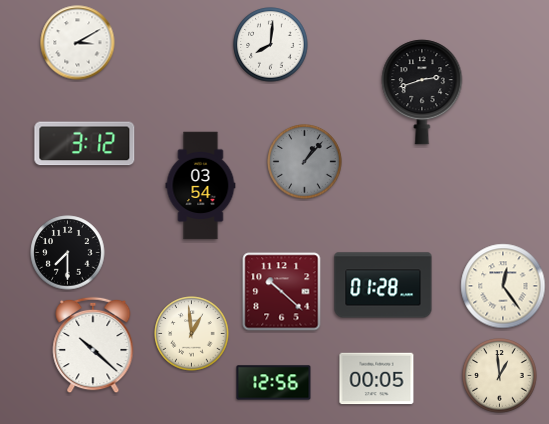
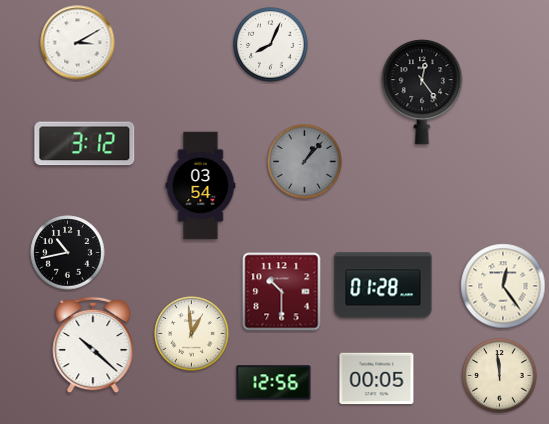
clock at (271, 45): 8:01 -> 8:04
clock at (422, 92): 2:42 -> 12:24
clock at (68, 253): 7:30 -> 10:43
clock at (282, 292): 10:22 -> 10:30
clock at (500, 376): 12:59 -> 11:59
